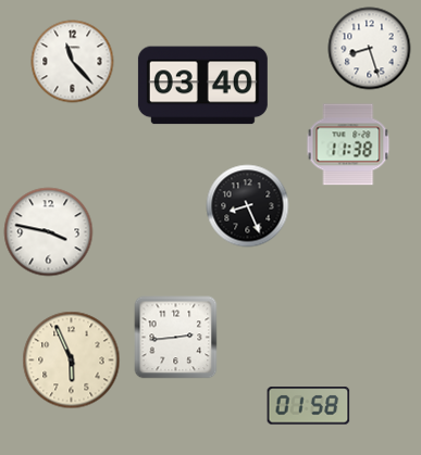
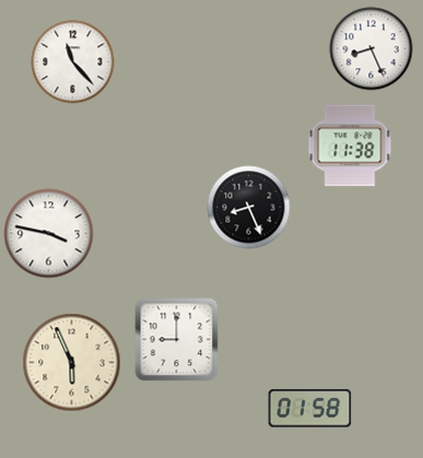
clock at (370, 49): 8:27 -> 8:26
clock at (202, 86): 03:40 -> none
clock at (176, 338): 2:44 -> 9:00
